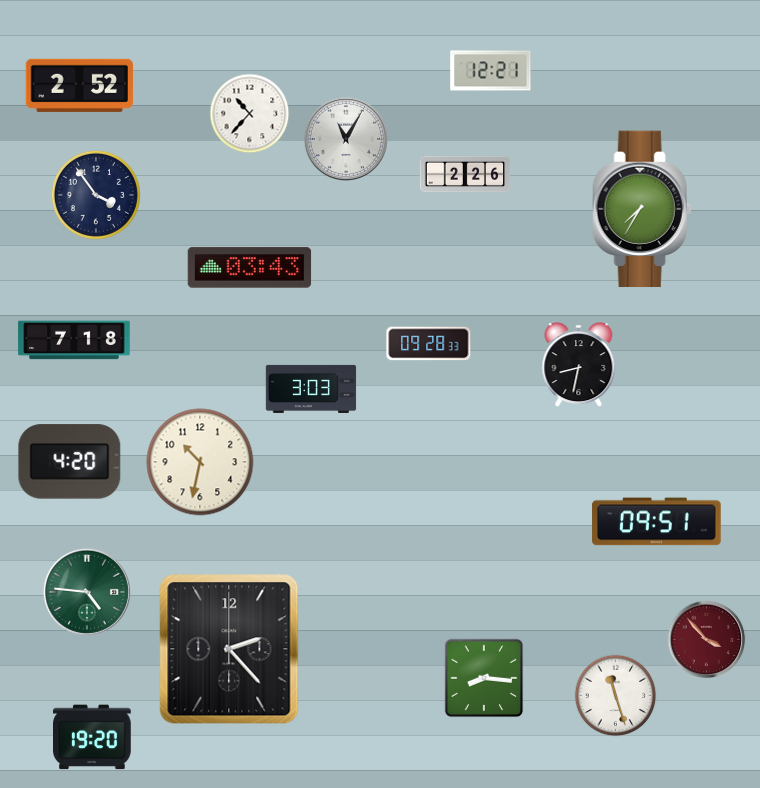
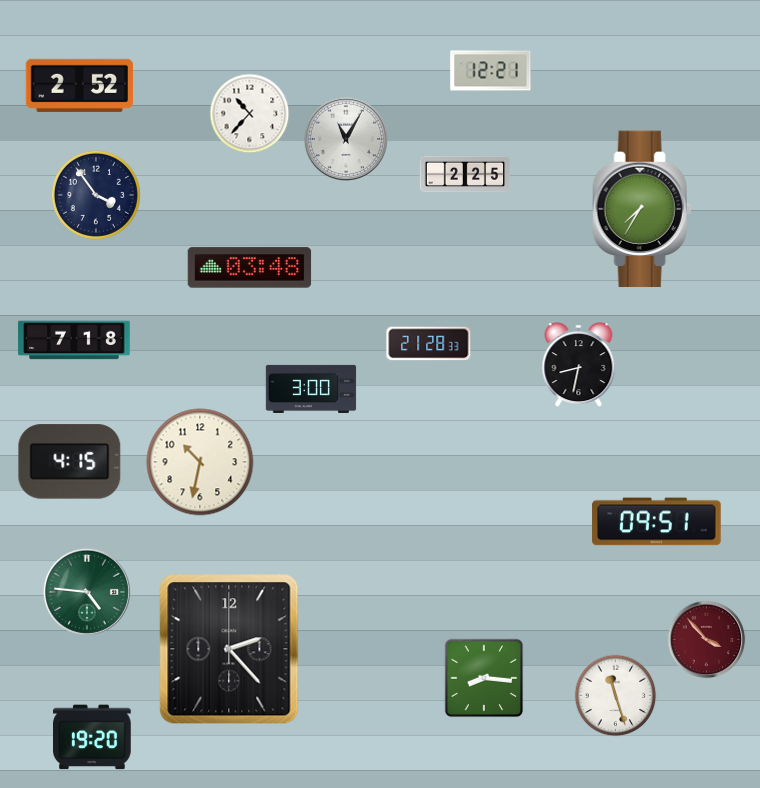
clock at (465, 174): 2:26 -> 2:25
clock at (250, 268): 03:43 -> 03:48
clock at (429, 344): 09:28 -> 21:28
clock at (311, 389): 3:03 -> 3:00
clock at (70, 462): 4:20 -> 4:15
